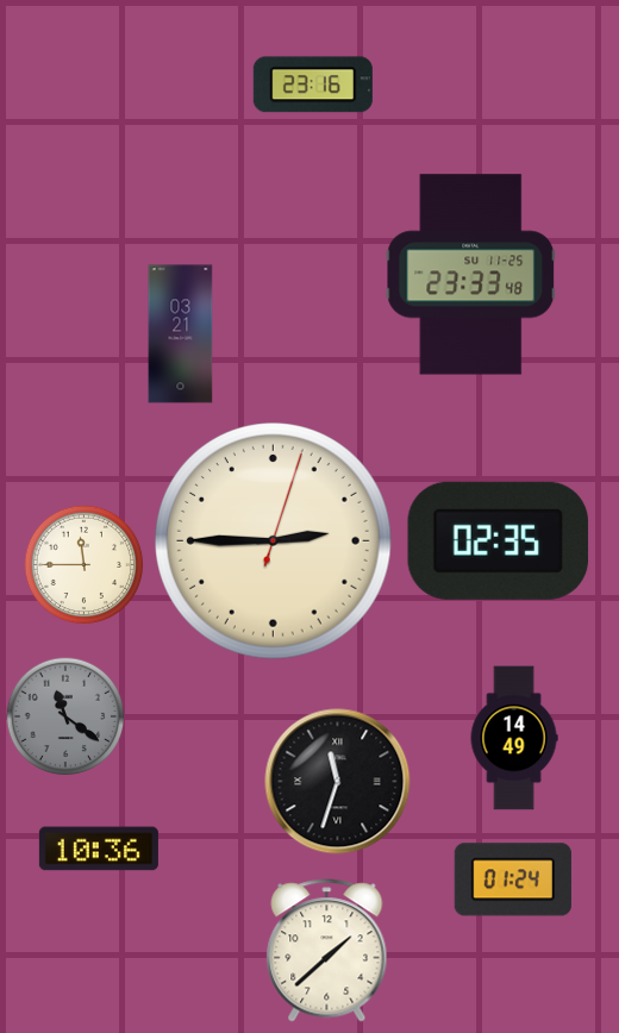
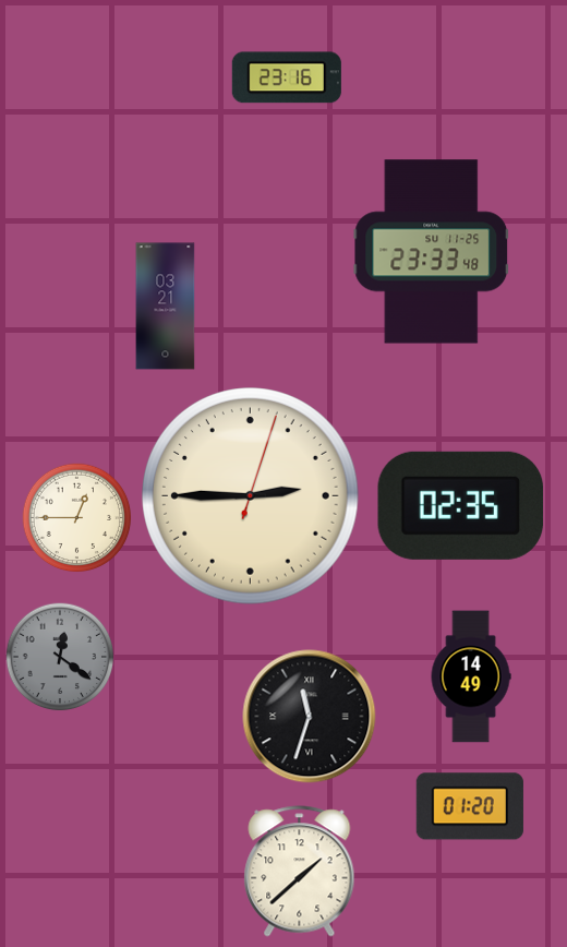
clock at (499, 540) position: (499, 540) -> (461, 505)
clock at (85, 565): 11:45 -> 12:45
clock at (65, 716): 11:21 -> 12:21
clock at (99, 849): 10:36 -> none
clock at (513, 879): 01:24 -> 01:20
